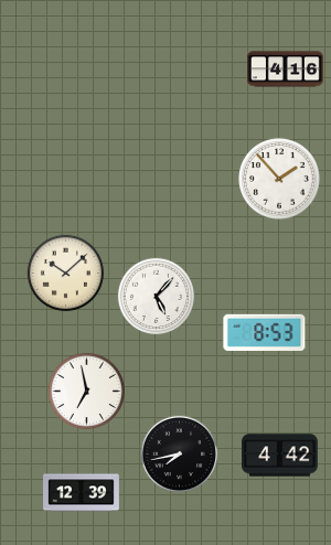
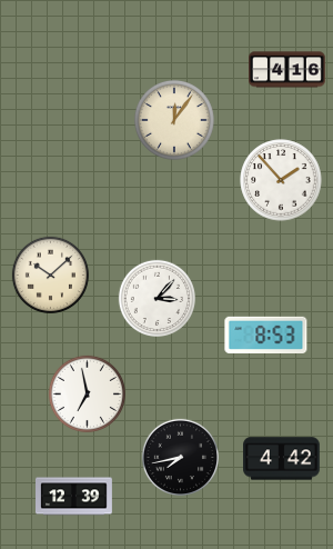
clock at (174, 120): none -> 12:06
clock at (65, 272) position: (65, 272) -> (50, 274)
clock at (156, 296): 5:07 -> 3:07
clock at (82, 493) position: (82, 493) -> (74, 497)
